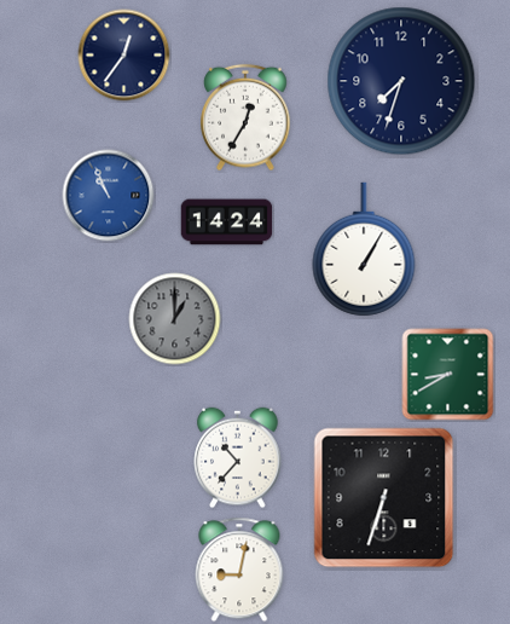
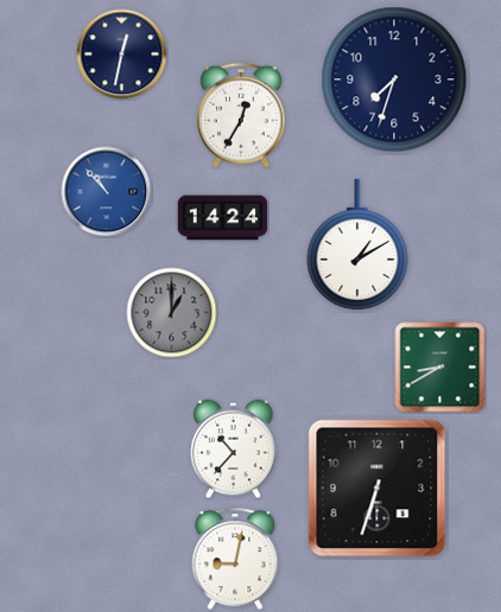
clock at (124, 56): 12:36 -> 12:32
clock at (109, 196): 10:56 -> 10:53
clock at (364, 249): 1:05 -> 1:10
